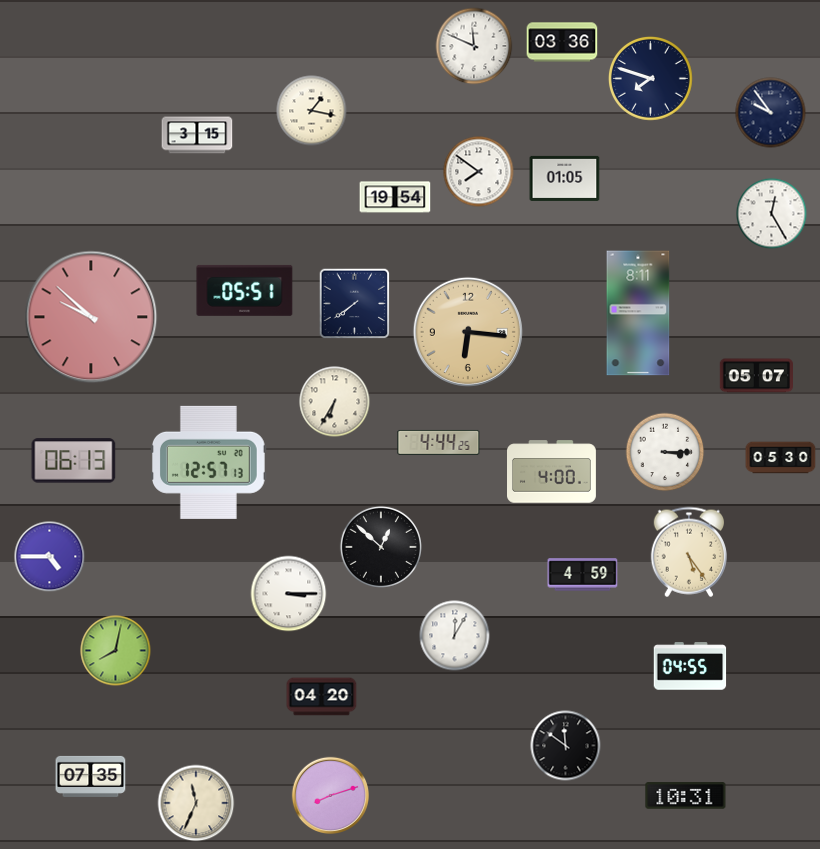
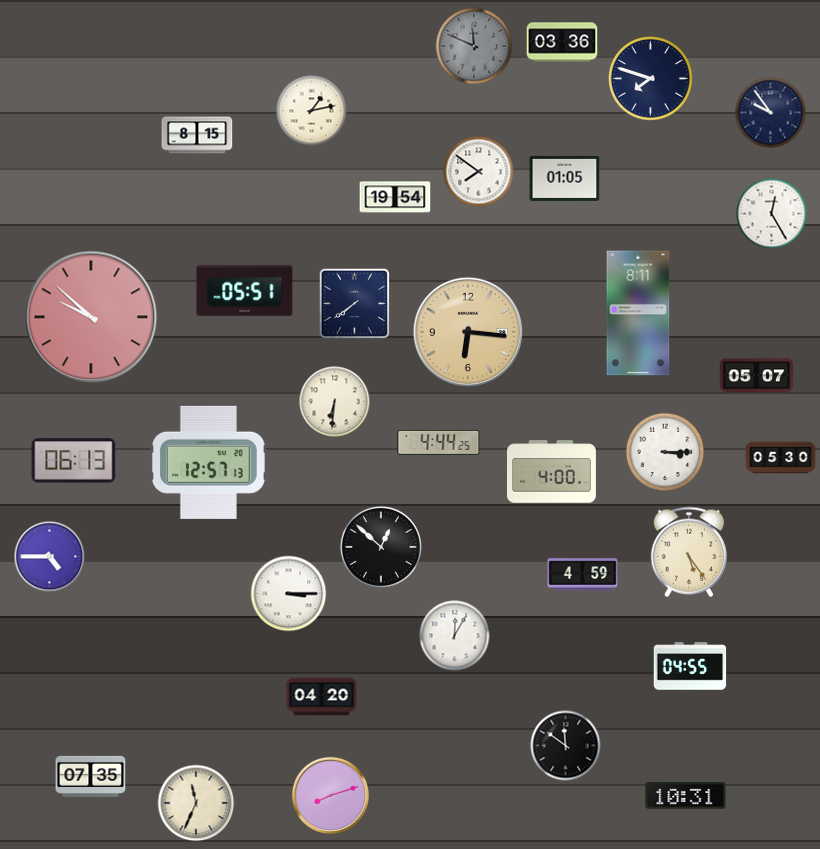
clock at (474, 46) dial: white -> grey
clock at (312, 111): 1:17 -> 1:13
clock at (197, 135): 3:15 -> 8:15
clock at (335, 402): 6:35 -> 6:31
clock at (116, 651): 8:02 -> none
